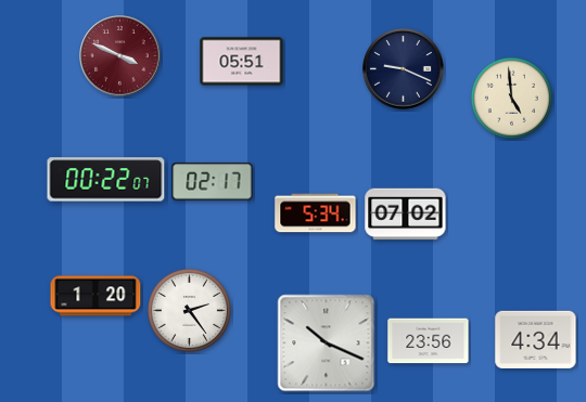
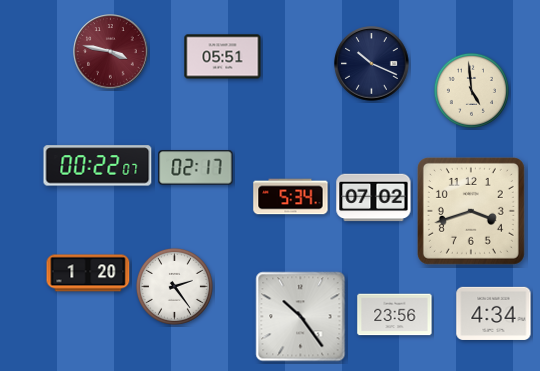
clock at (120, 56): 3:49 -> 3:47
clock at (404, 69): 9:19 -> 10:19
clock at (471, 211): none -> 3:42
clock at (327, 343): 10:19 -> 10:24
